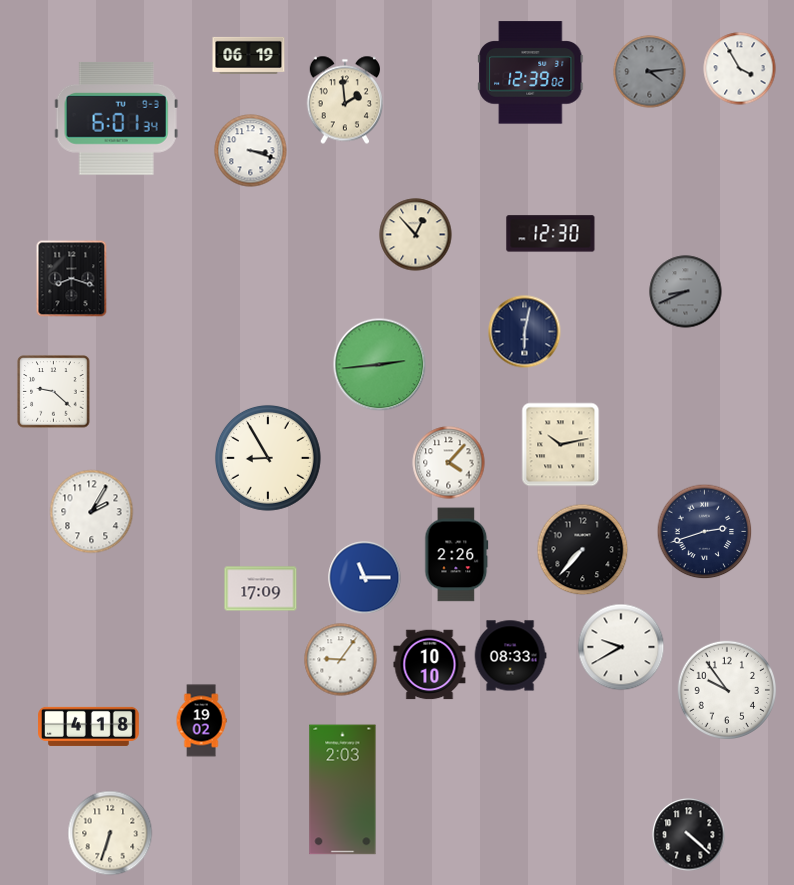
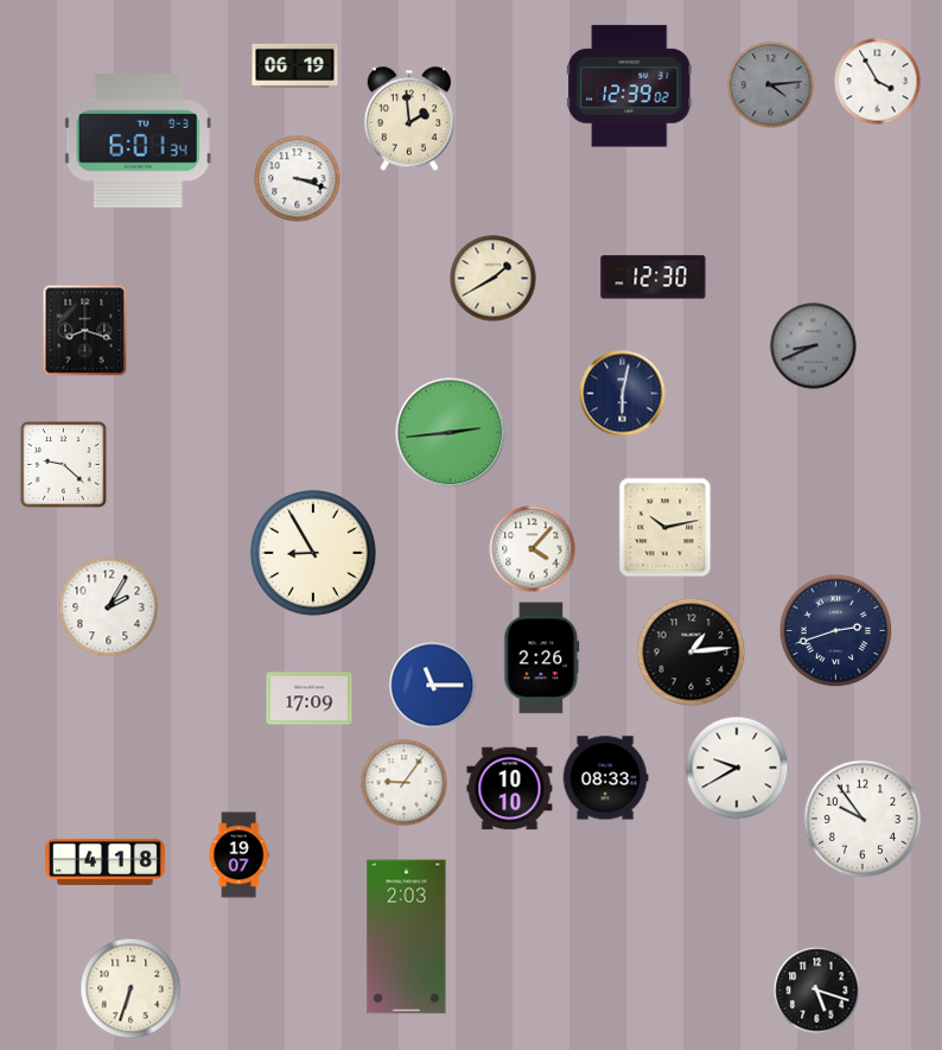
clock at (416, 235): 12:53 -> 1:40
clock at (268, 458) position: (268, 458) -> (313, 553)
clock at (583, 550): 7:37 -> 1:14
clock at (201, 721): 19:02 -> 19:07
clock at (689, 835): 4:22 -> 5:18
